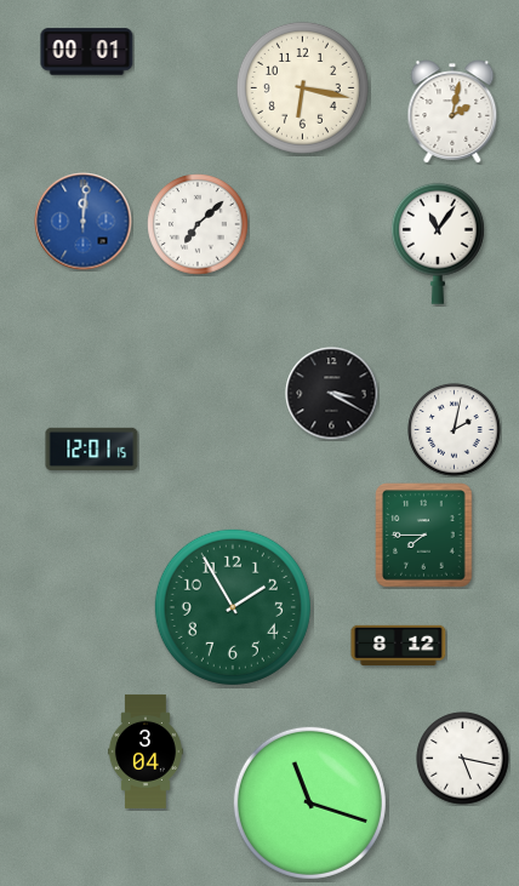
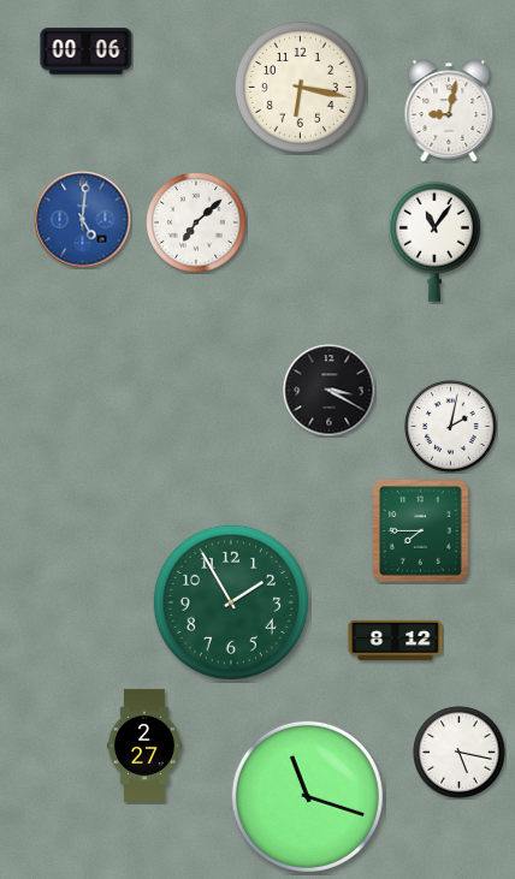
clock at (87, 52): 00:01 -> 00:06
clock at (452, 112): 2:02 -> 9:02
clock at (84, 222): 12:01 -> 5:01
clock at (92, 448): 12:01 -> none
clock at (146, 751): 3:04 -> 2:27
